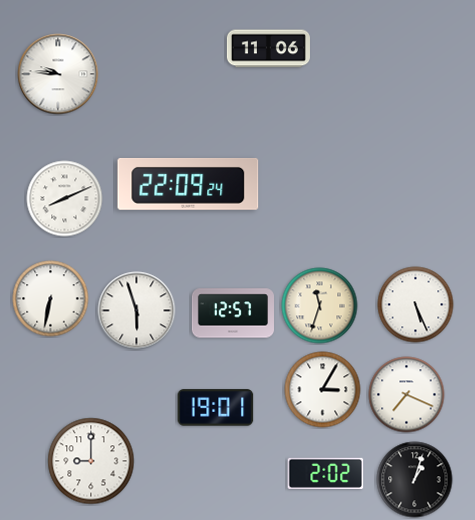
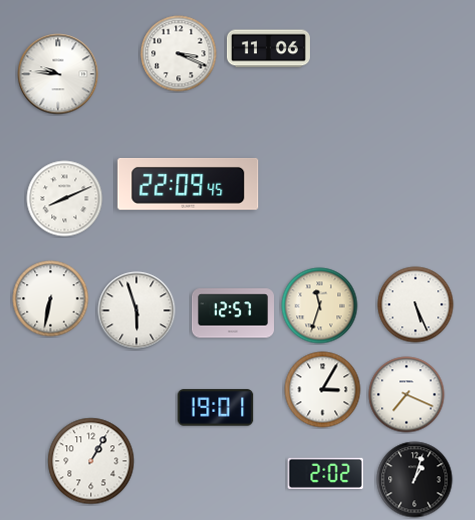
clock at (179, 54): none -> 3:19
clock at (188, 184): 22:09:24 -> 22:09:45
clock at (91, 461): 9:00 -> 1:05
